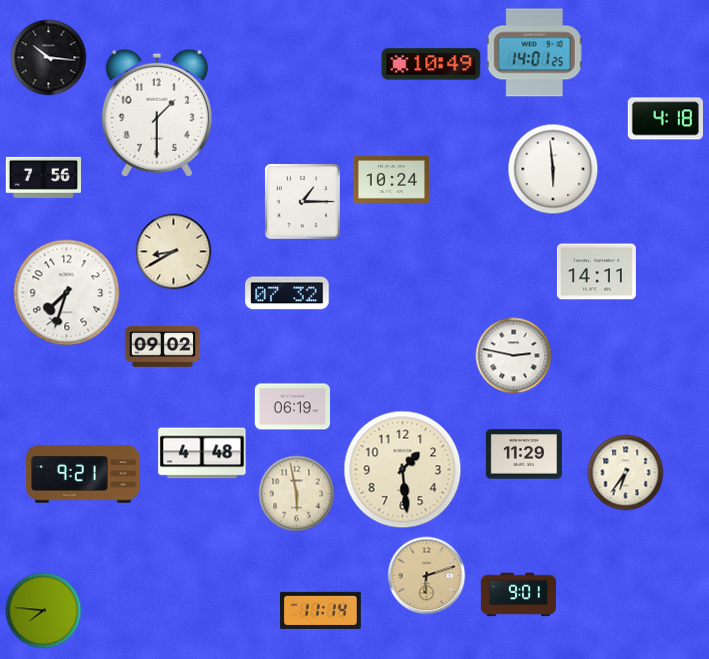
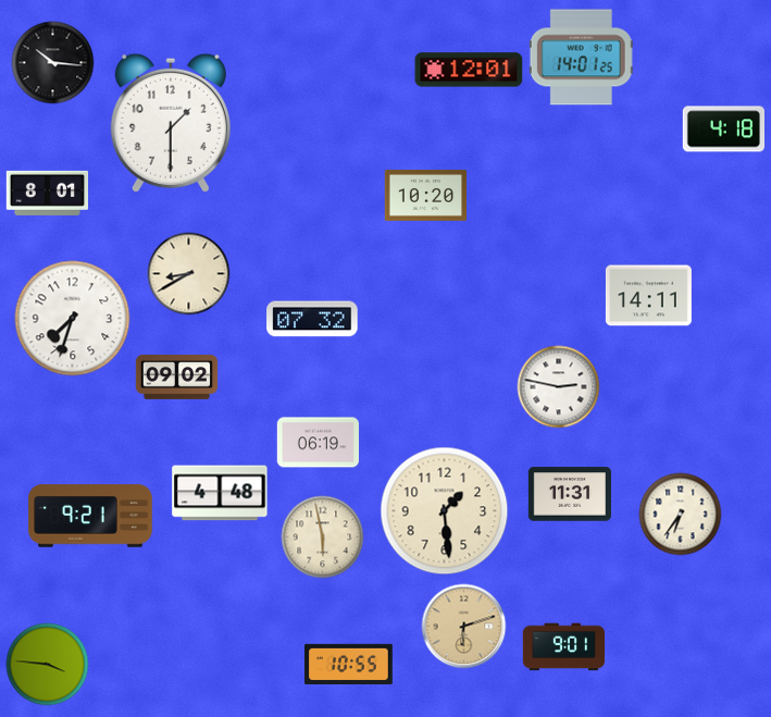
clock at (431, 64): 10:49 -> 12:01
clock at (553, 169): 5:59 -> none
clock at (43, 177): 7:56 -> 8:01
clock at (392, 179): 10:24 -> 10:20
clock at (303, 202): 1:15 -> none
clock at (524, 454): 11:29 -> 11:31
clock at (403, 470) position: (403, 470) -> (445, 511)
clock at (44, 611): 7:46 -> 3:46
clock at (321, 611): 11:14 -> 10:55
